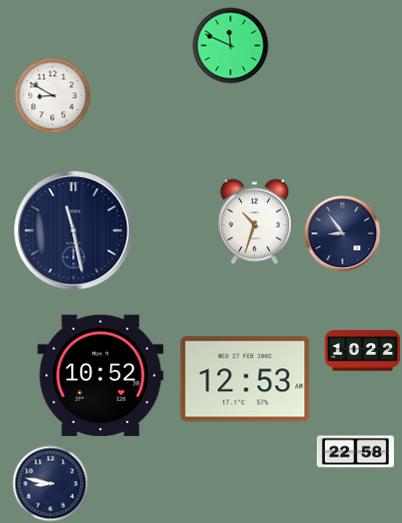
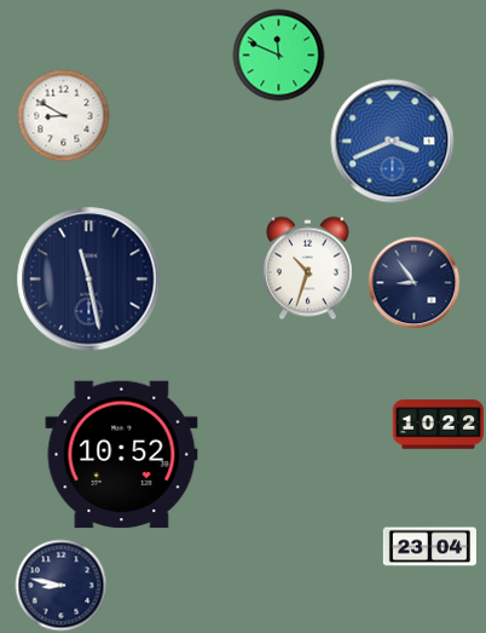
clock at (393, 142): none -> 3:41
clock at (245, 379): 12:53 -> none
clock at (355, 452): 22:58 -> 23:04
